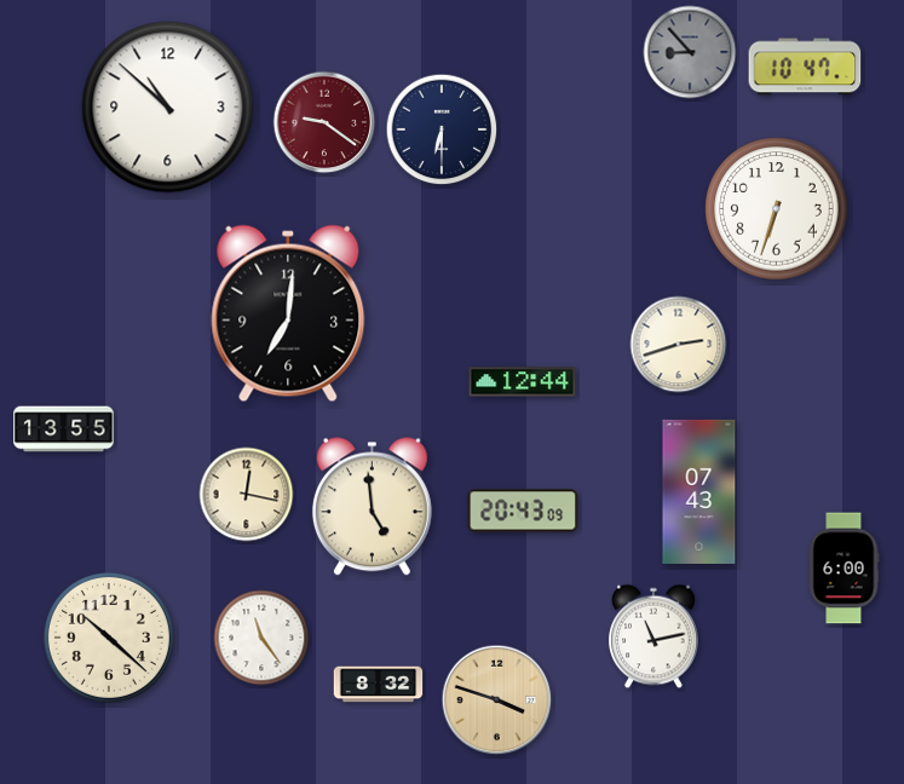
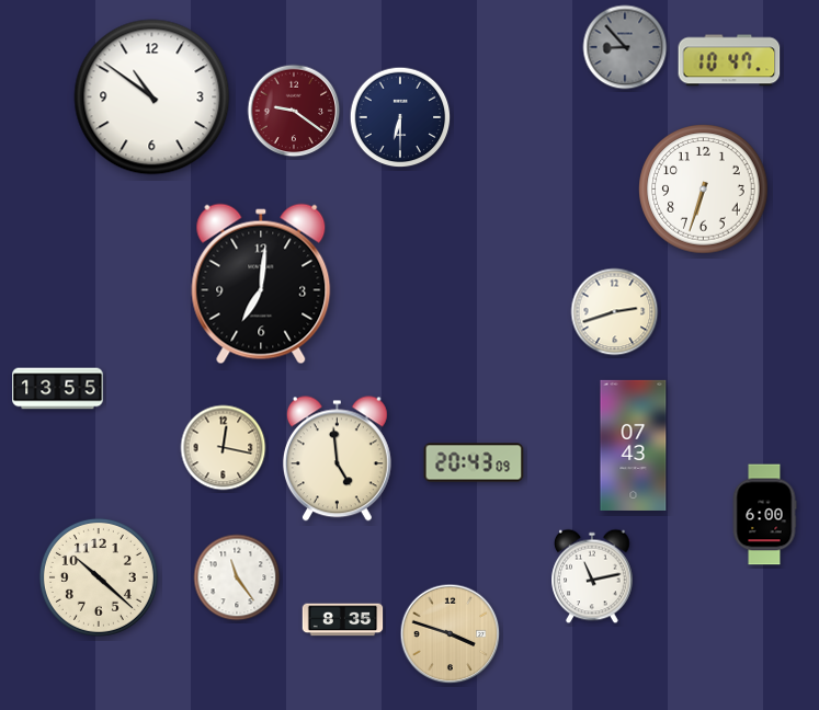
clock at (168, 108): 10:52 -> 10:51
clock at (523, 382): 12:44 -> none
clock at (379, 685): 8:32 -> 8:35
